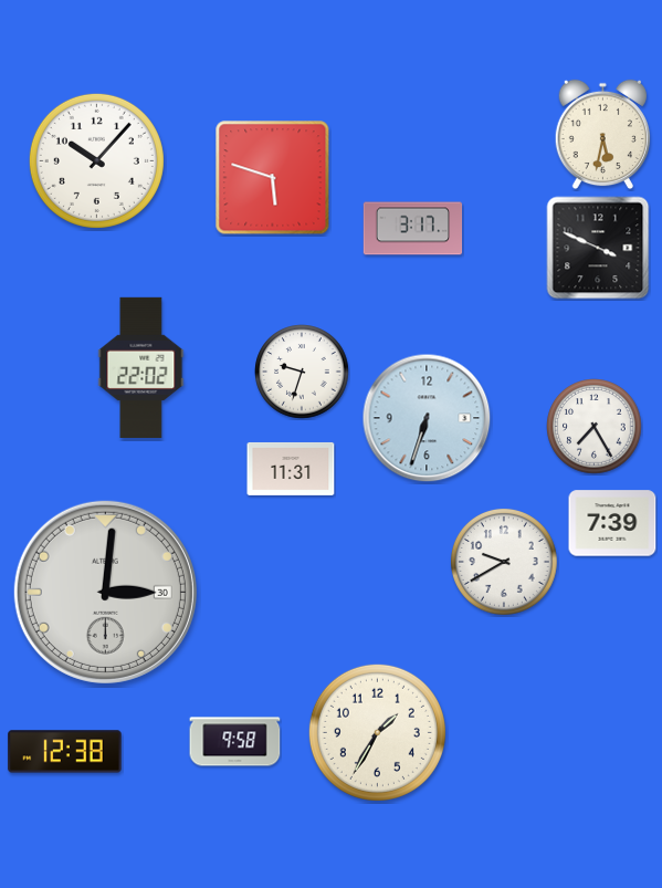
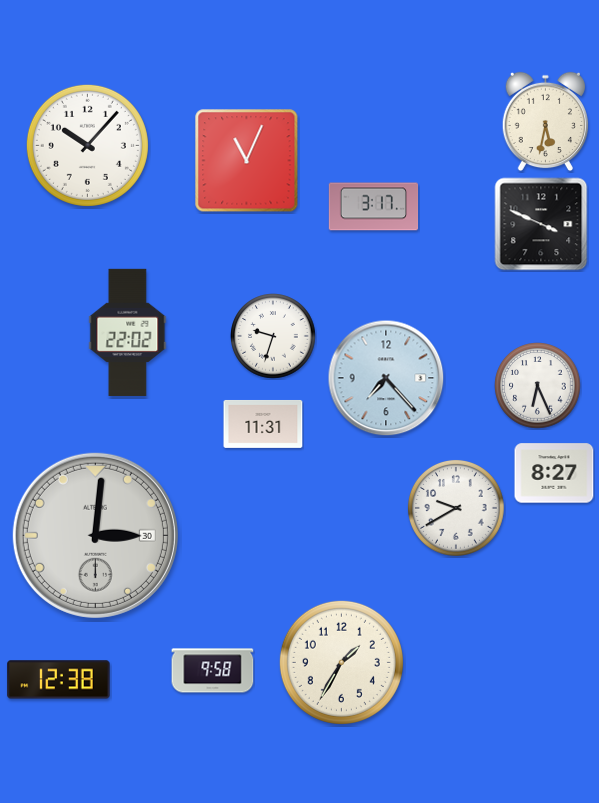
clock at (273, 178): 5:48 -> 11:04
clock at (427, 418): 6:33 -> 7:23
clock at (595, 427): 7:25 -> 6:26
clock at (612, 523): 7:39 -> 8:27
